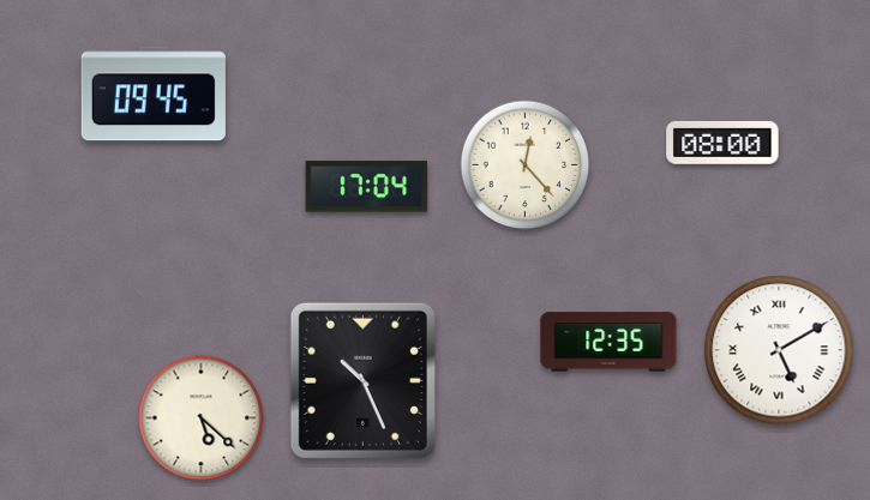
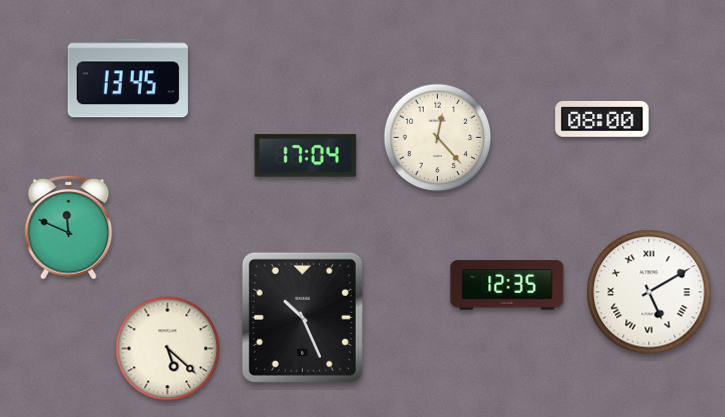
clock at (154, 94): 09:45 -> 13:45
clock at (69, 228): none -> 11:49
